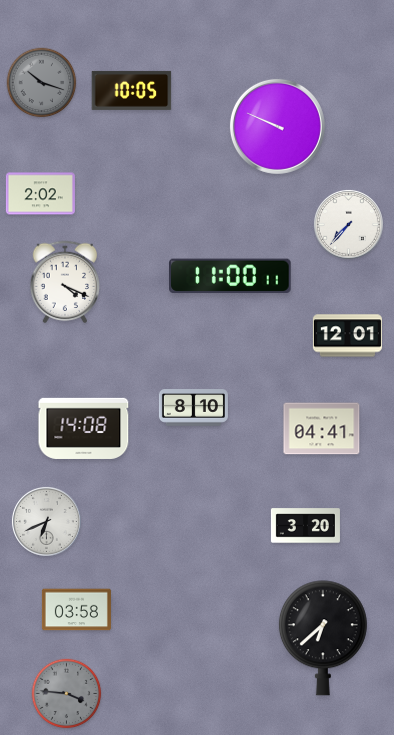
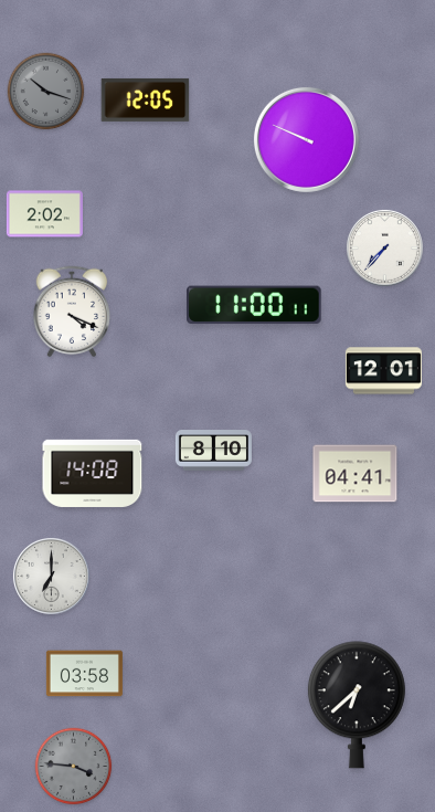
clock at (132, 90): 10:05 -> 12:05
clock at (46, 521): 6:41 -> 7:00
clock at (305, 526): 3:20 -> none
